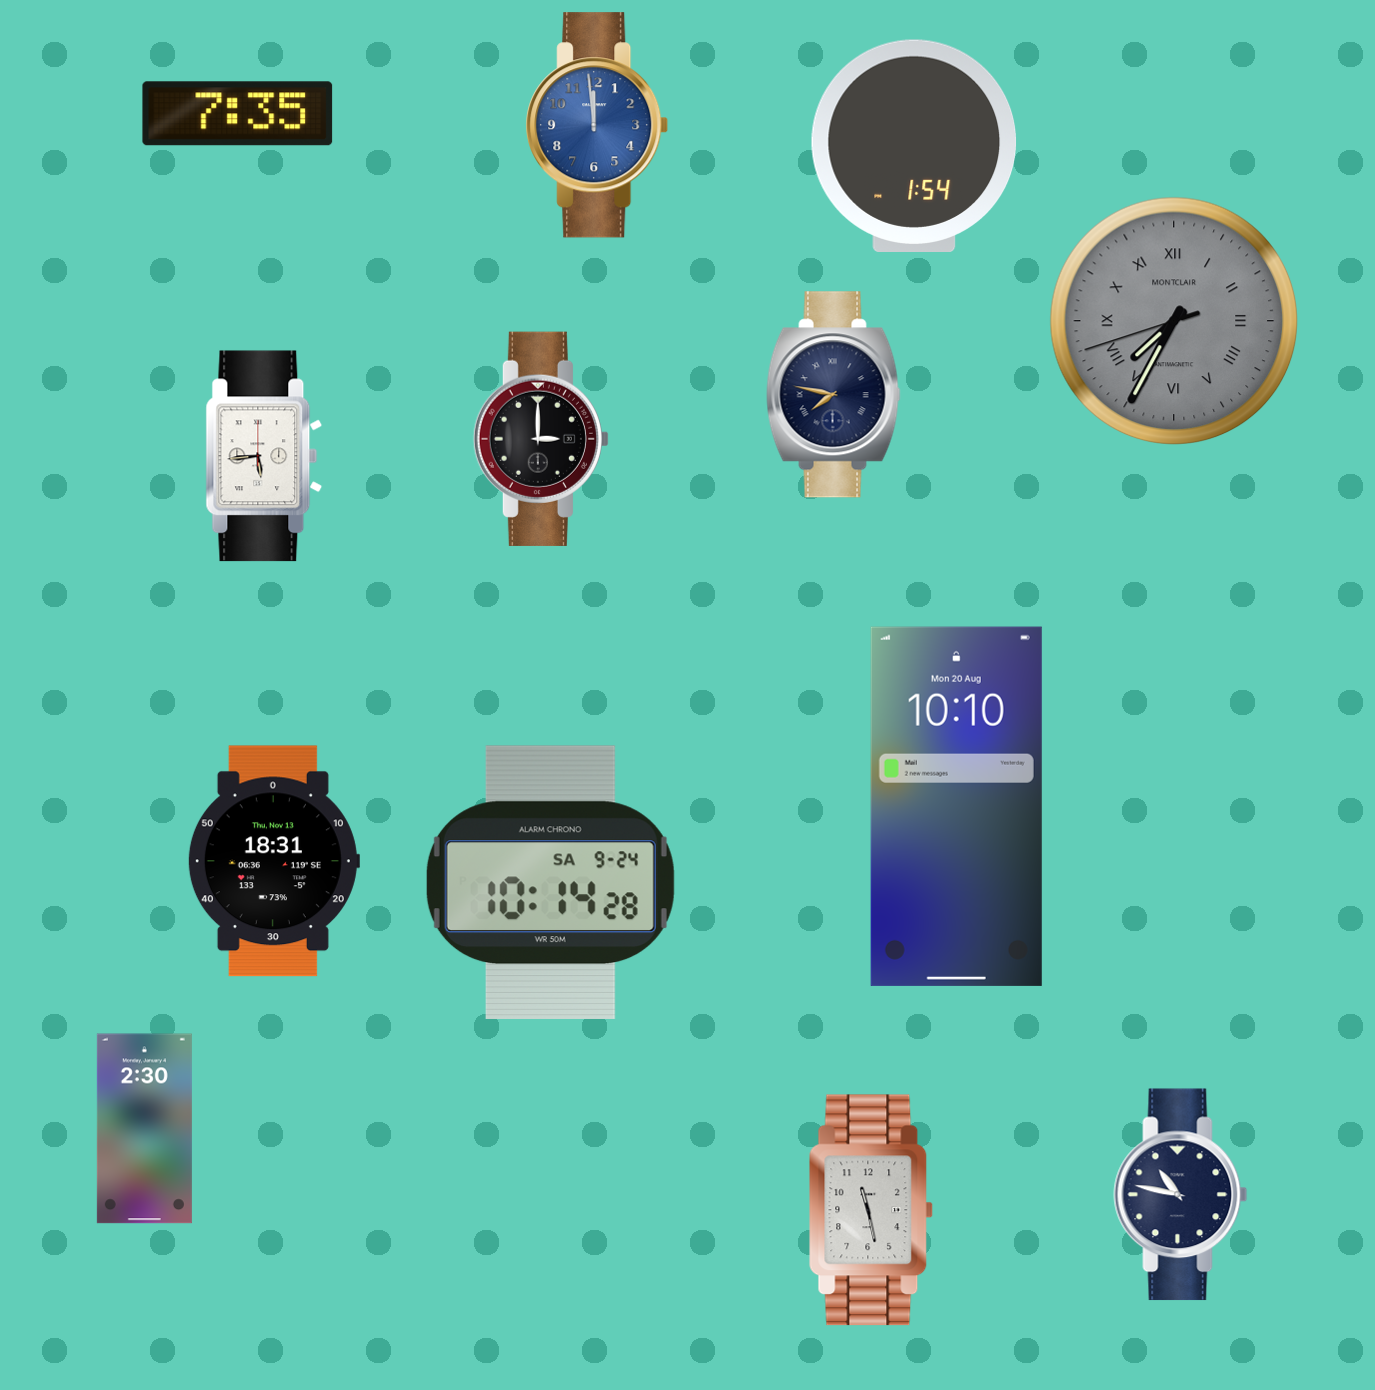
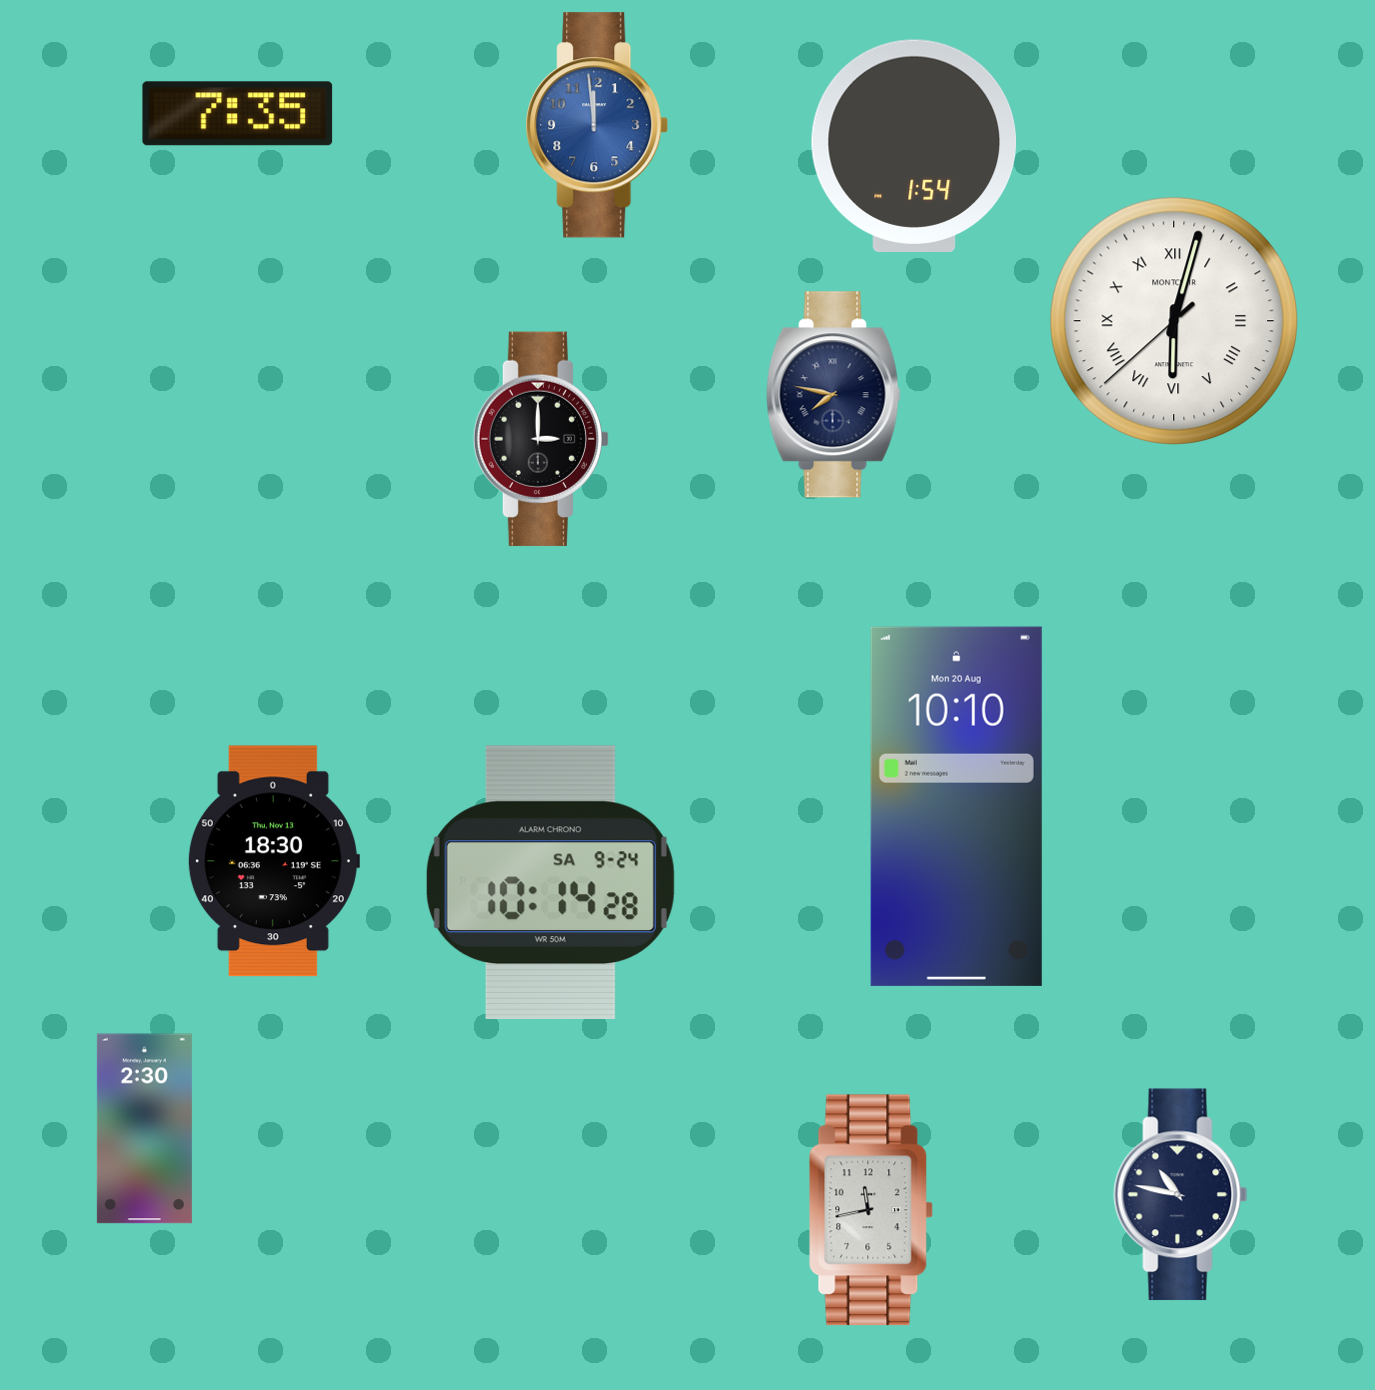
clock at (1173, 320): 7:34 -> 6:02
clock at (1173, 320) dial: grey -> white
clock at (264, 456): 5:44 -> none
clock at (273, 861): 18:31 -> 18:30
clock at (871, 1210): 11:28 -> 11:43
